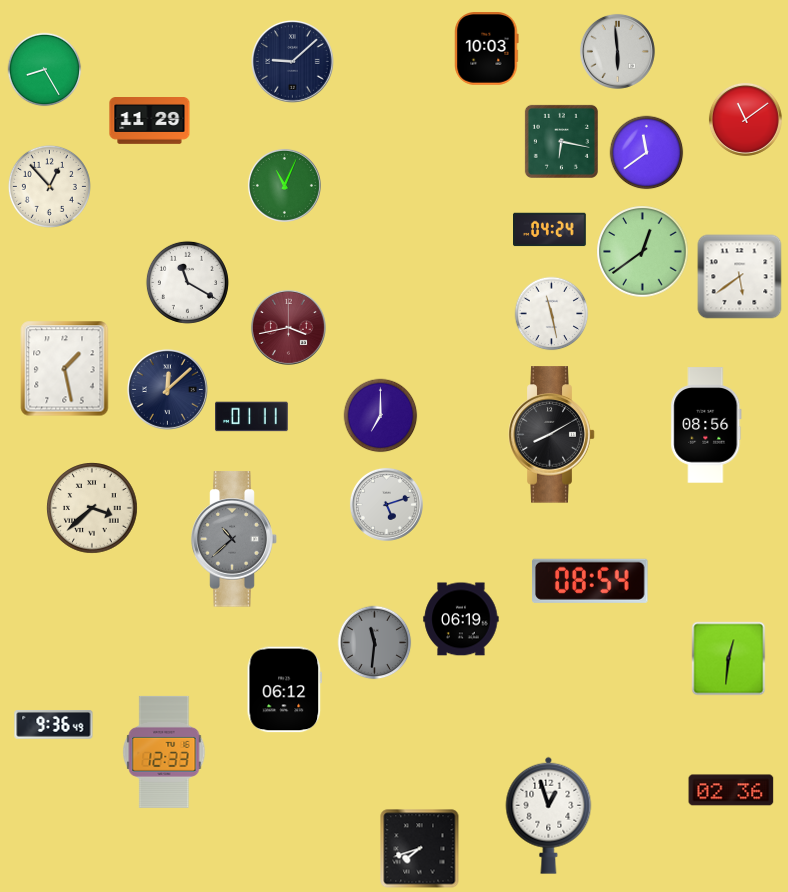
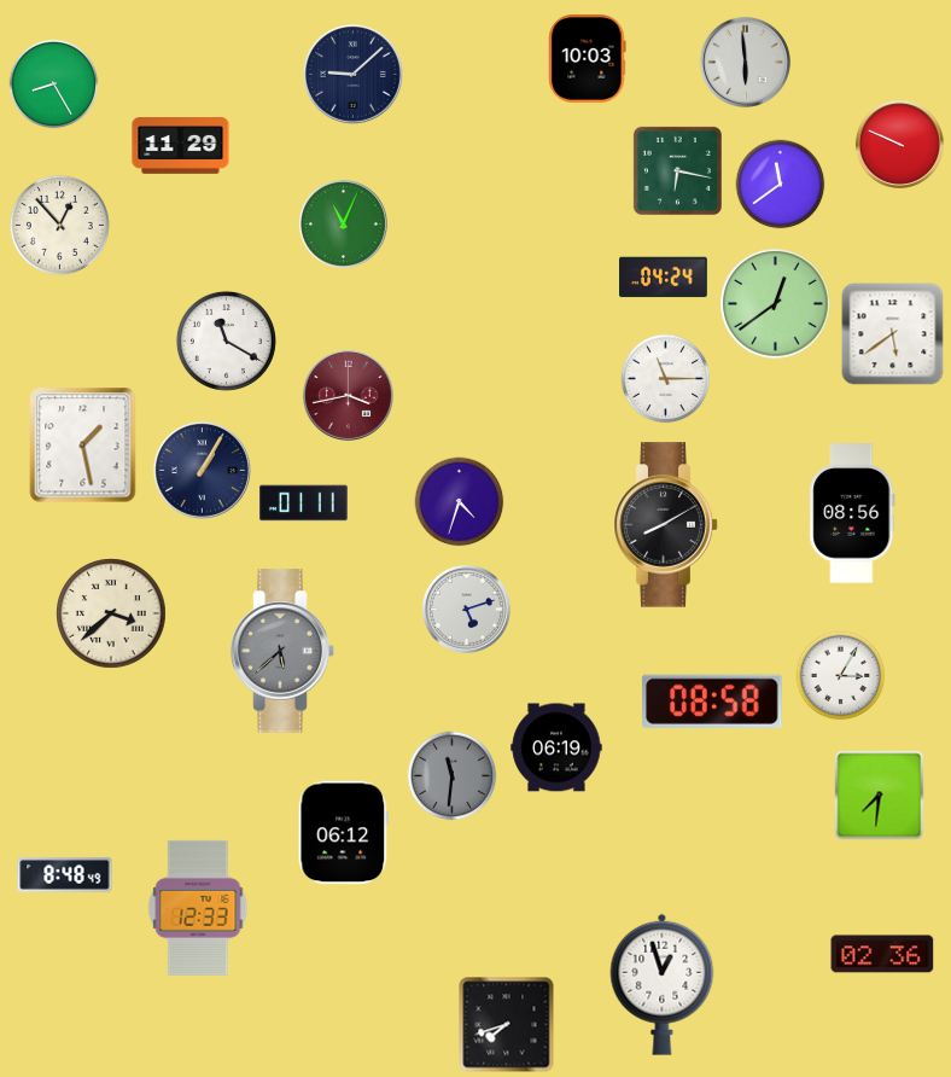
clock at (745, 119): 11:09 -> 9:49
clock at (552, 314): 11:28 -> 11:15
clock at (65, 369) position: (65, 369) -> (83, 446)
clock at (167, 389): 12:08 -> 1:05
clock at (381, 416): 7:00 -> 4:33
clock at (234, 539): 10:38 -> 5:38
clock at (841, 676): none -> 3:05
clock at (590, 581): 08:54 -> 08:58
clock at (729, 659): 12:31 -> 7:31
clock at (54, 725): 9:36 -> 8:48
